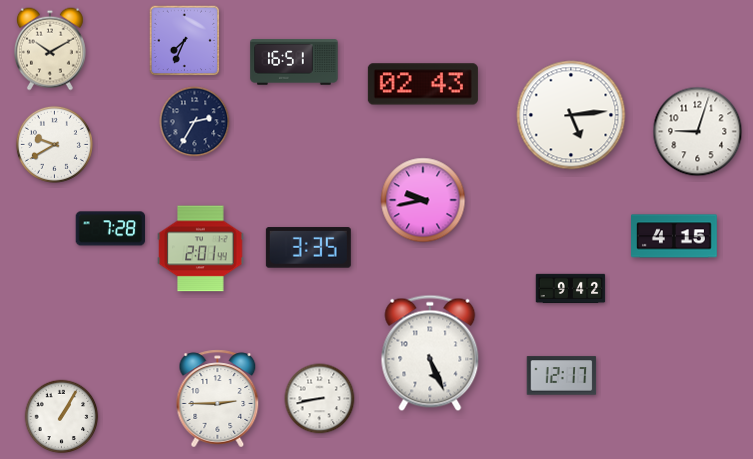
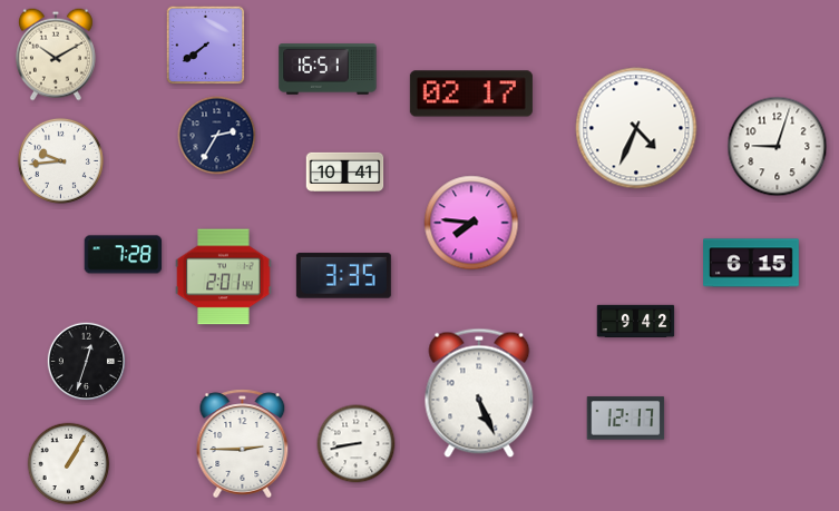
clock at (185, 41): 7:34 -> 7:39
clock at (423, 84): 02:43 -> 02:17
clock at (571, 115): 5:14 -> 4:34
clock at (54, 144): 9:40 -> 9:44
clock at (345, 171): none -> 10:41
clock at (423, 200): 9:43 -> 7:46
clock at (674, 236): 4:15 -> 6:15
clock at (87, 362): none -> 12:33
